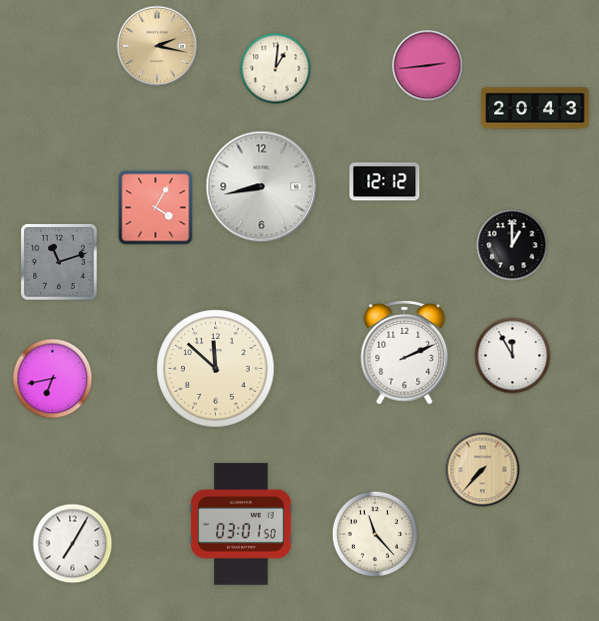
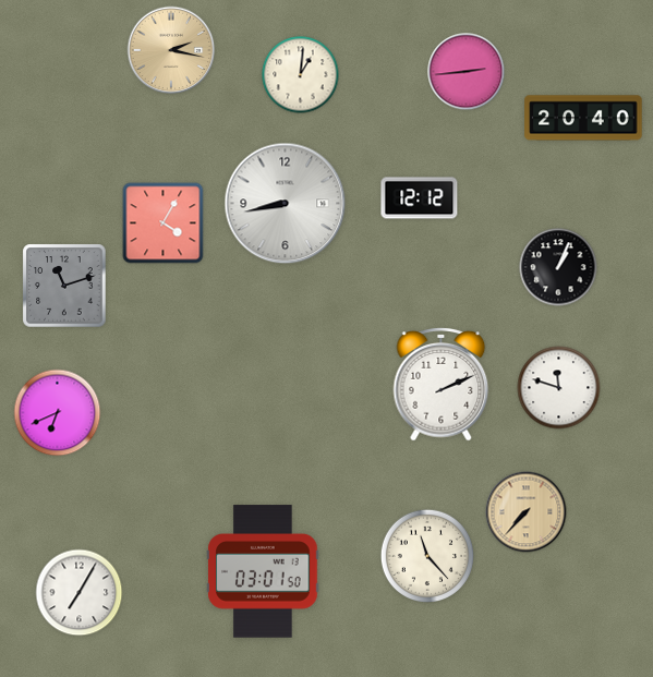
clock at (535, 108): 20:43 -> 20:40
clock at (156, 208) position: (156, 208) -> (164, 223)
clock at (512, 245): 1:00 -> 1:04
clock at (513, 356): 11:55 -> 11:48
clock at (216, 369): 11:52 -> none
clock at (53, 379): 6:43 -> 6:41
clock at (374, 533) position: (374, 533) -> (426, 555)
